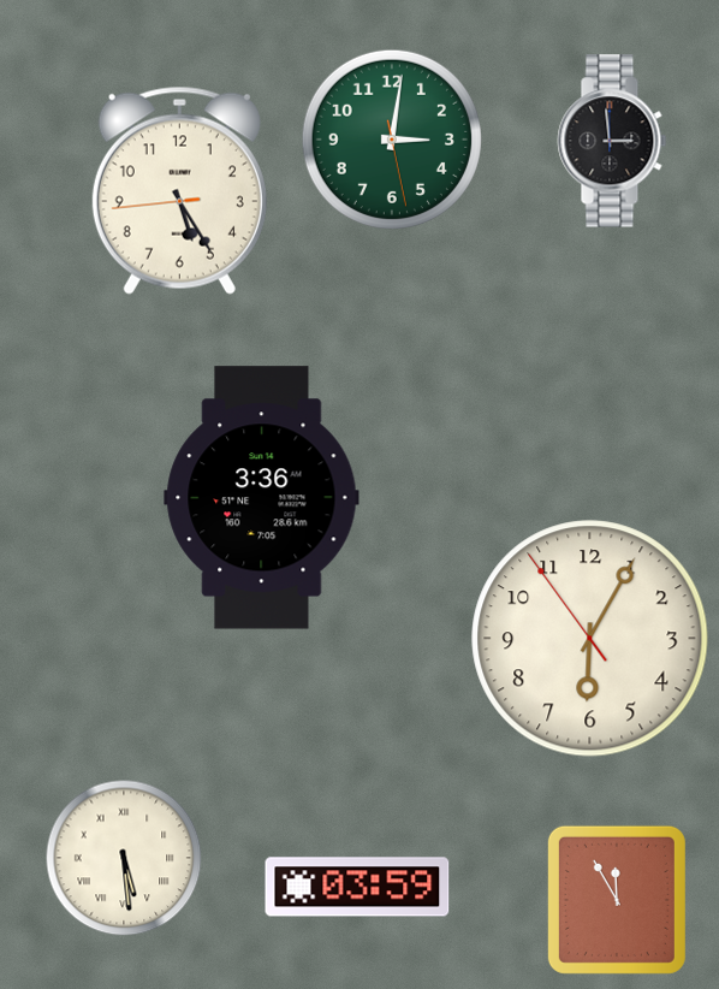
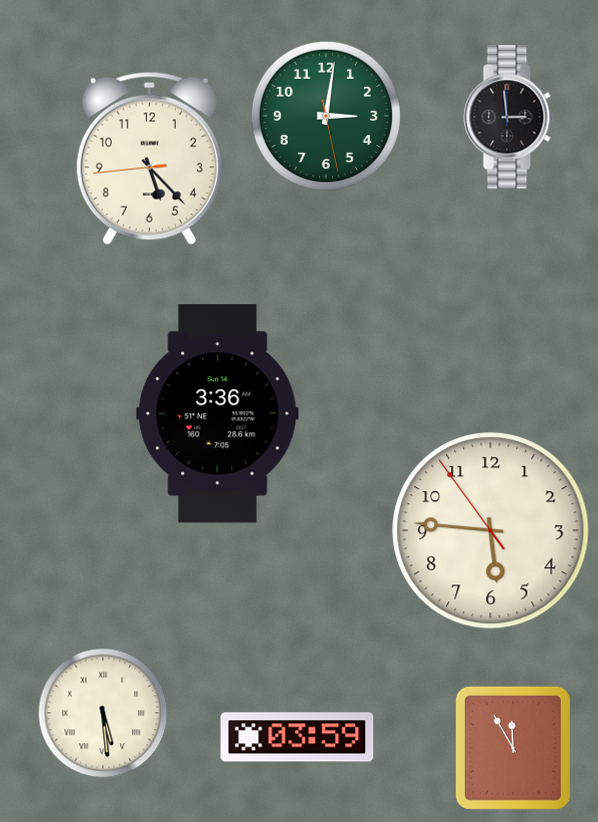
clock at (179, 190): 5:24 -> 5:22
clock at (590, 639): 6:04 -> 5:45
